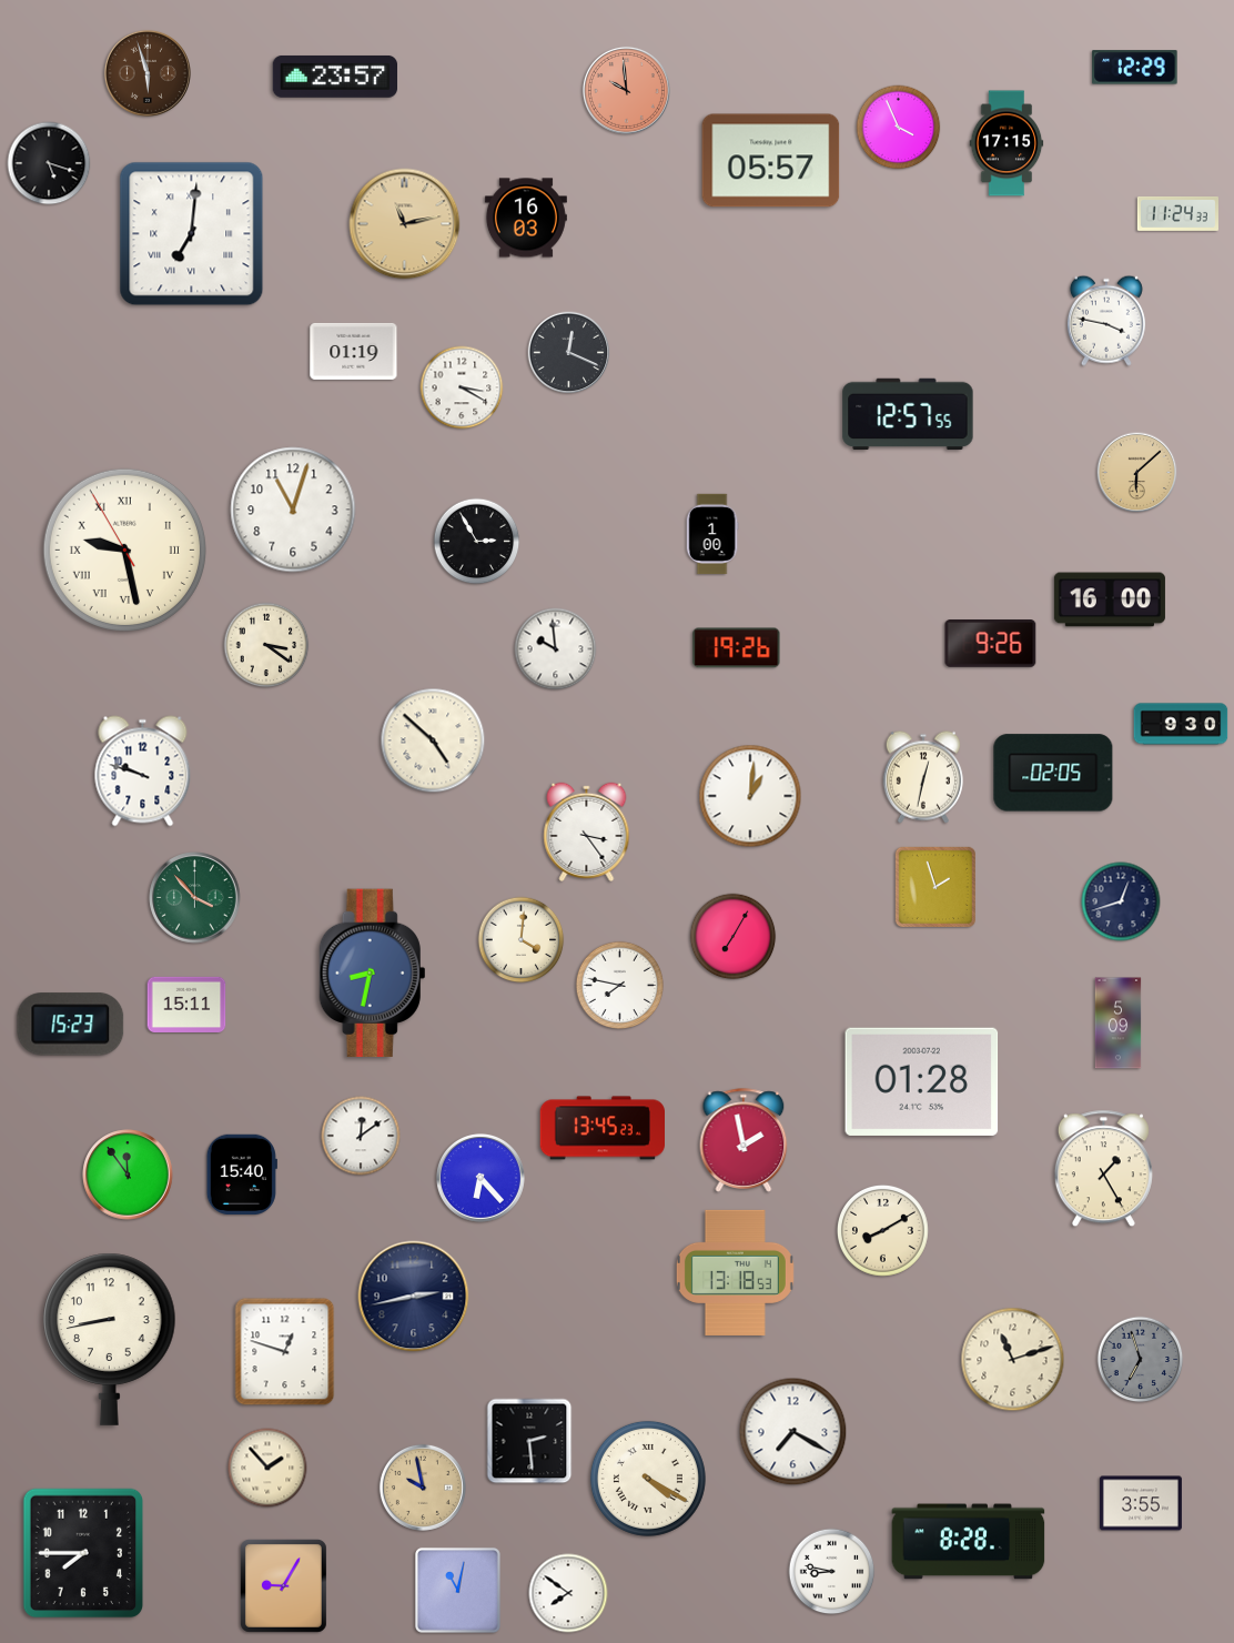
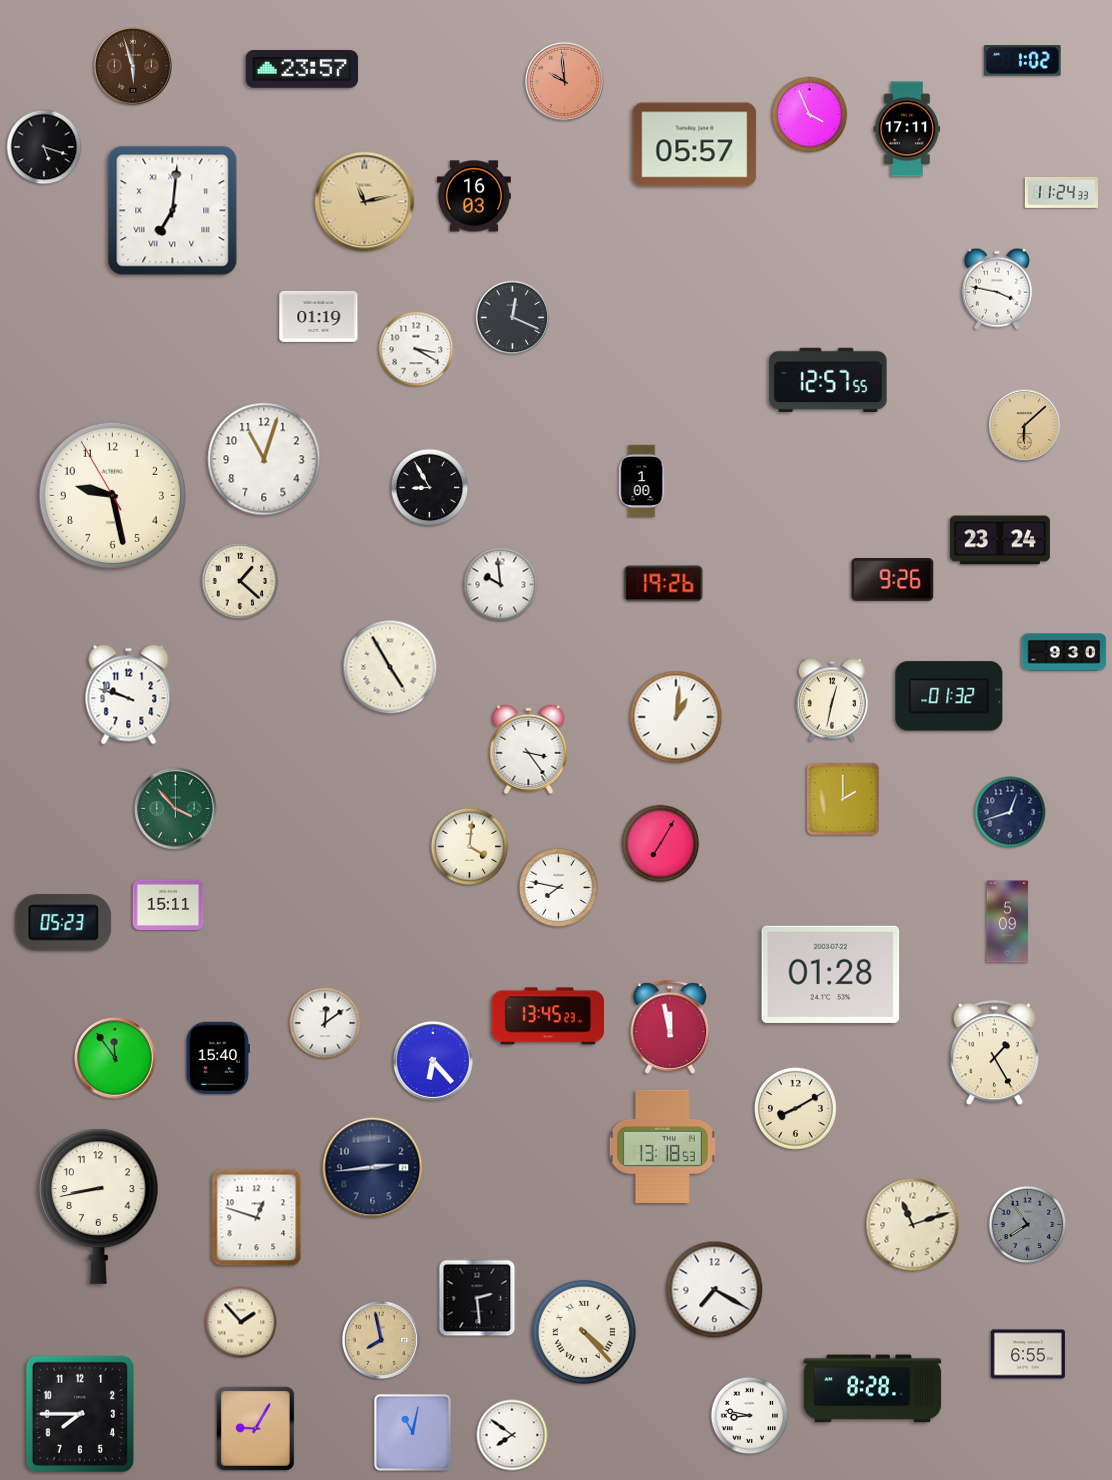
clock at (1135, 68): 12:29 -> 1:02
clock at (1007, 143): 17:15 -> 17:11
clock at (908, 414) position: (908, 414) -> (828, 380)
clock at (477, 542): 2:55 -> 8:55
clock at (124, 550) numerals: Roman -> Arabic
clock at (1110, 599): 16:00 -> 23:24
clock at (266, 645): 3:21 -> 1:22
clock at (433, 740): 4:52 -> 4:55
clock at (1053, 773): 02:05 -> 01:32
clock at (935, 887): 1:57 -> 2:00
clock at (373, 974): 8:32 -> none
clock at (71, 1025): 15:23 -> 05:23
clock at (601, 1128) position: (601, 1128) -> (547, 1016)
clock at (744, 1140): 1:58 -> 11:58
clock at (414, 1297): 2:43 -> 2:44
clock at (1141, 1360): 6:57 -> 7:54
clock at (648, 1479): 4:20 -> 4:23
clock at (423, 1488): 9:58 -> 7:58
clock at (1141, 1503): 3:55 -> 6:55
clock at (83, 1553) position: (83, 1553) -> (80, 1414)
